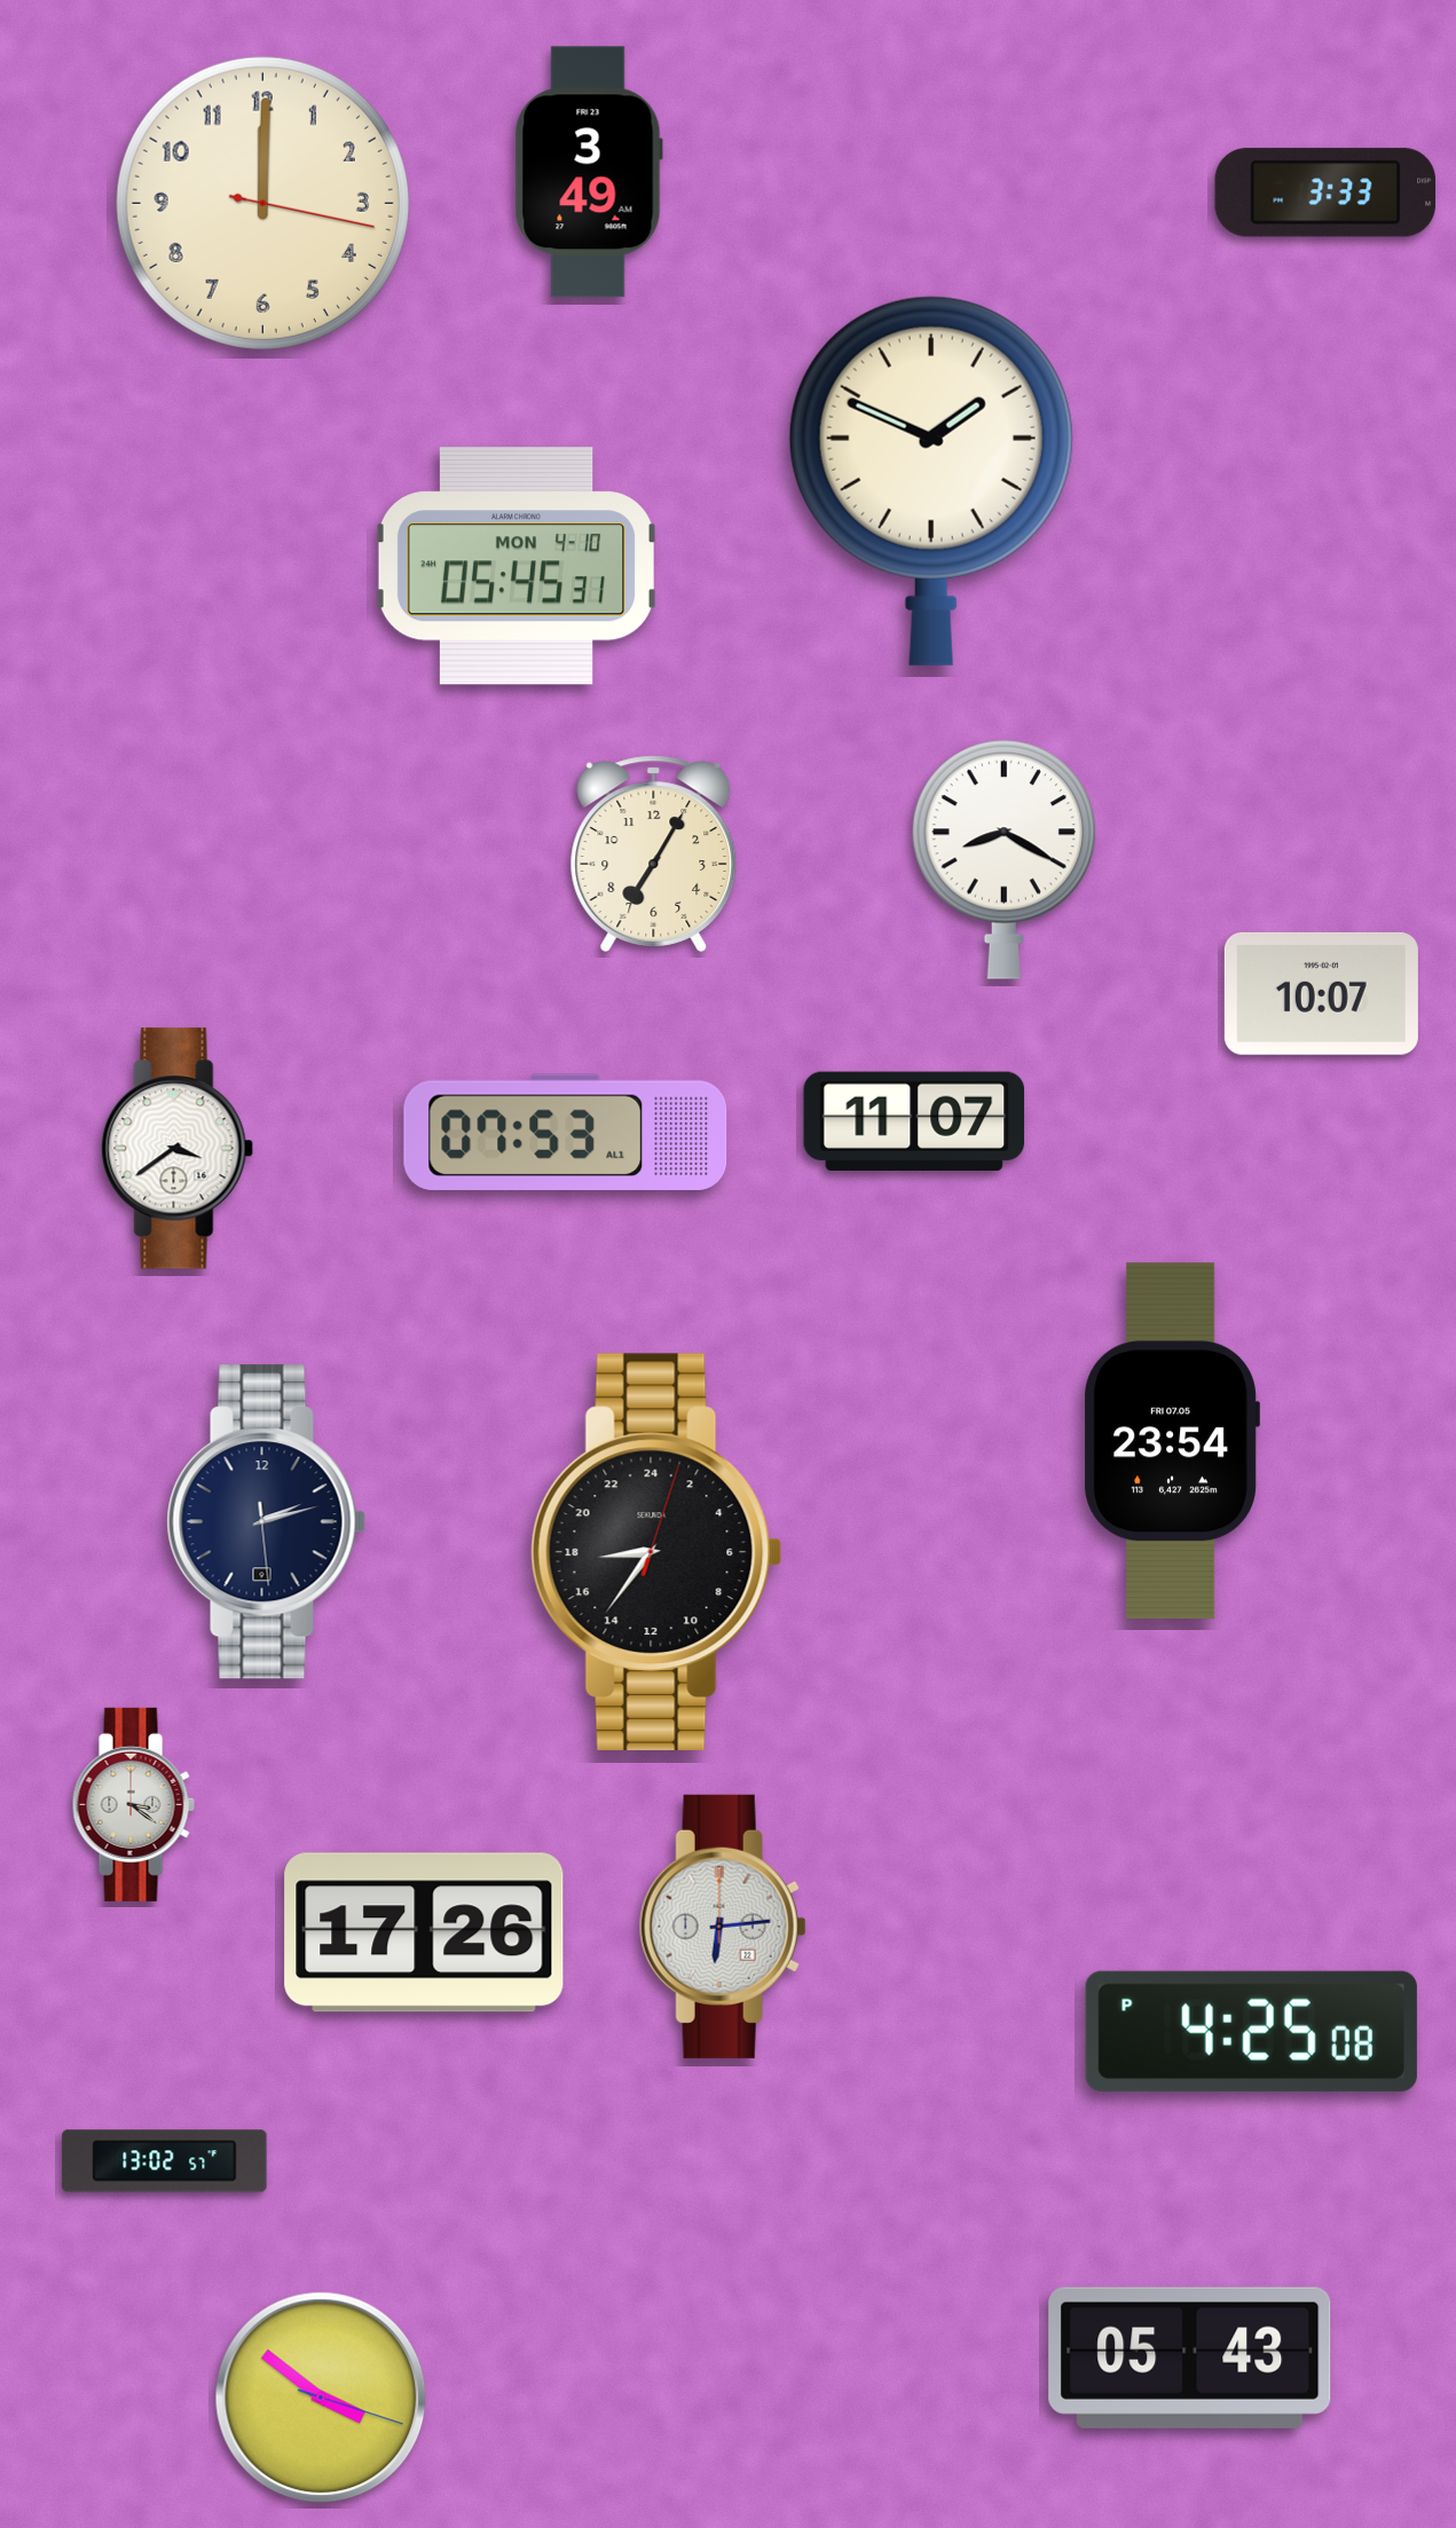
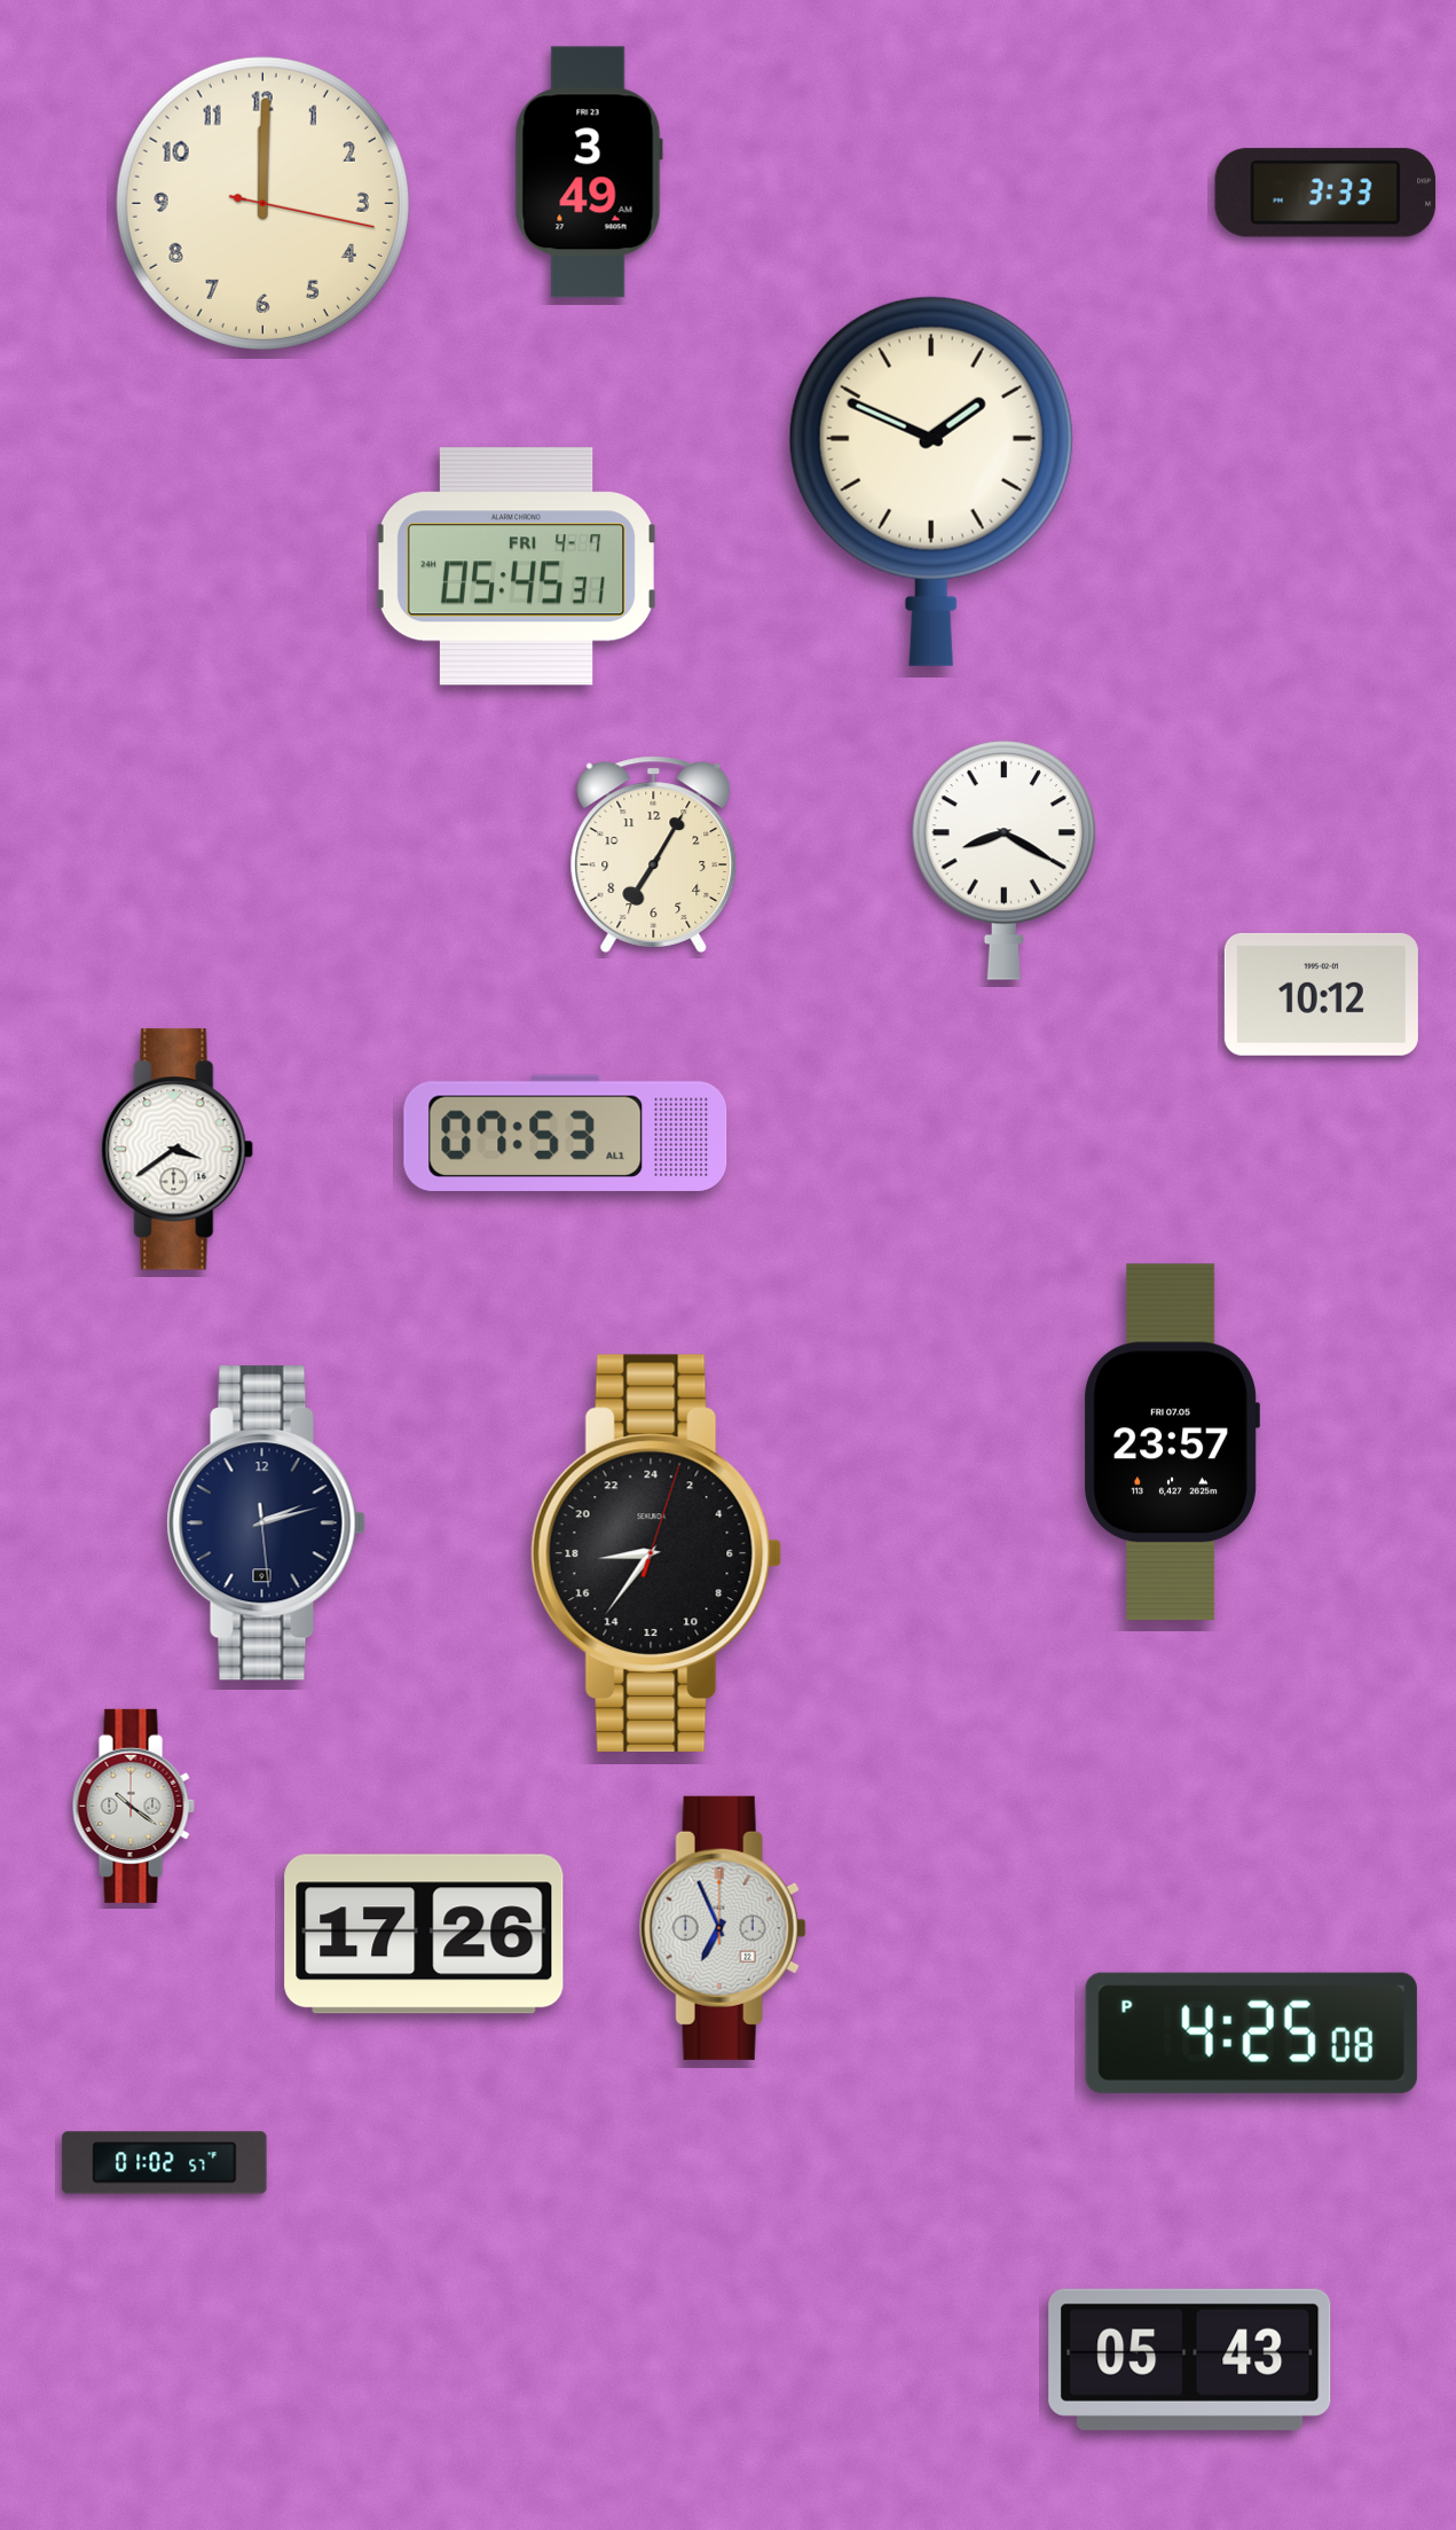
clock at (515, 566) date: MON 4-10 -> FRI 4-7
clock at (1321, 993): 10:07 -> 10:12
clock at (914, 1120): 11:07 -> none
clock at (1172, 1441): 23:54 -> 23:57
clock at (133, 1804): 3:21 -> 10:21
clock at (723, 1927): 6:14 -> 6:56
clock at (165, 2161): 13:02 -> 01:02
clock at (321, 2397): 3:51 -> none
